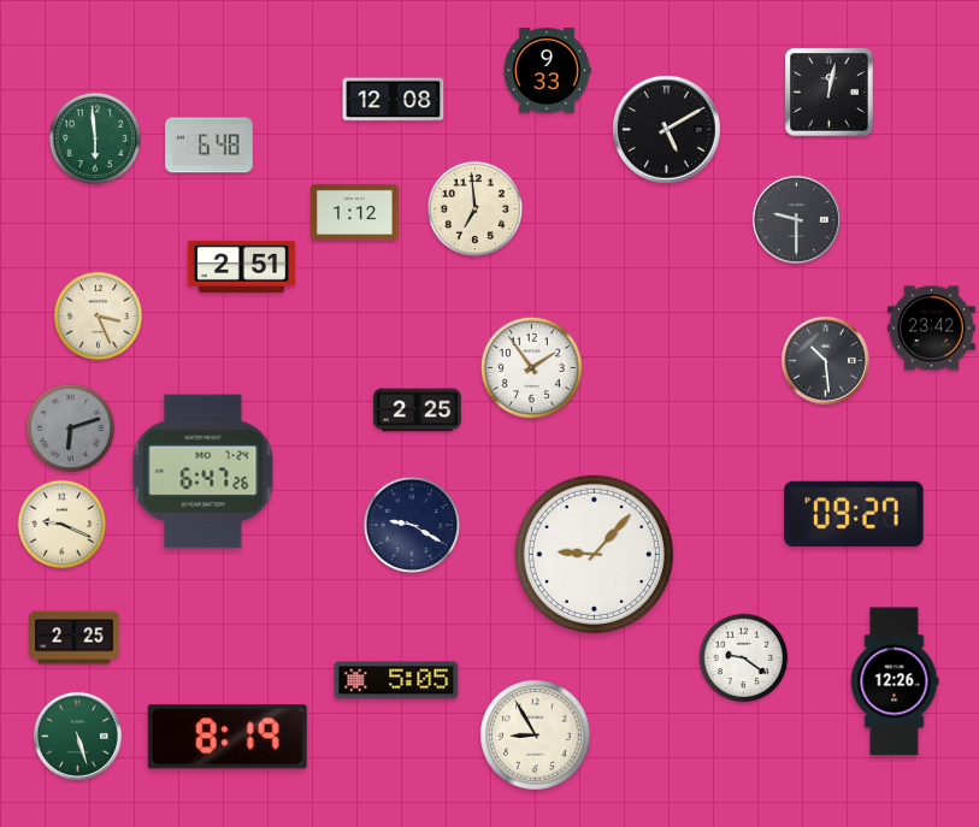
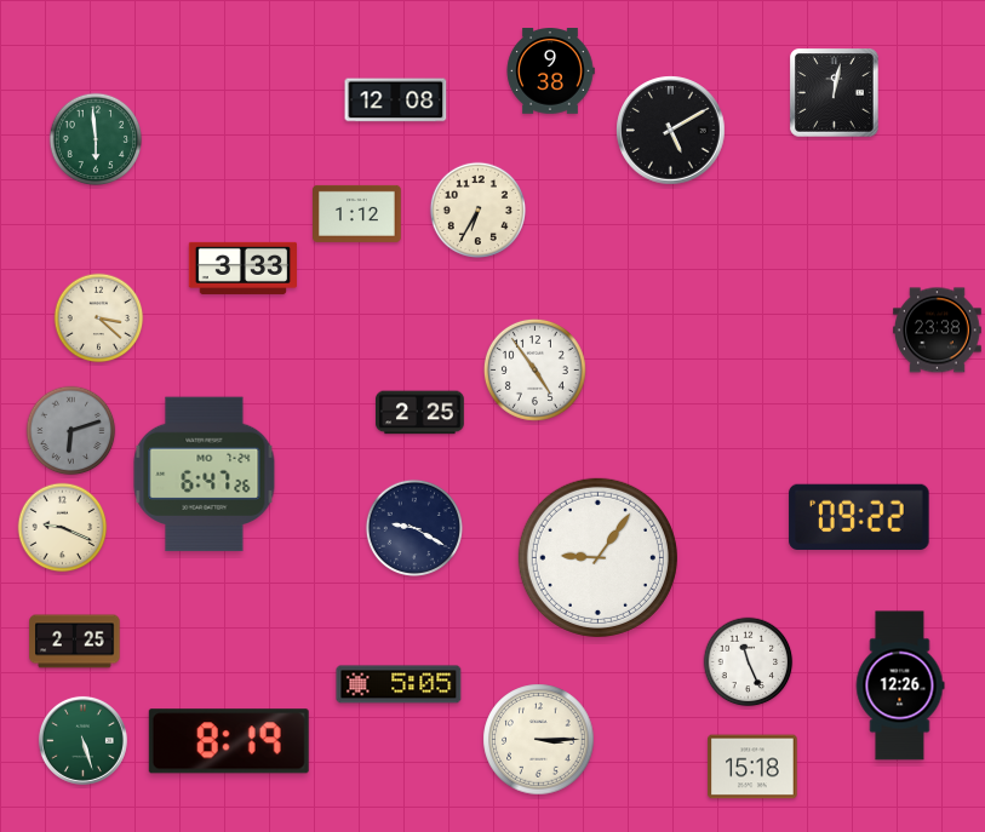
clock at (547, 71): 9:33 -> 9:38
clock at (210, 146): 6:48 -> none
clock at (474, 208): 6:59 -> 6:35
clock at (796, 219): 9:30 -> none
clock at (241, 266): 2:51 -> 3:33
clock at (99, 317): 3:26 -> 3:22
clock at (932, 329): 23:42 -> 23:38
clock at (825, 360): 10:29 -> none
clock at (531, 367): 1:54 -> 4:54
clock at (854, 513): 09:27 -> 09:22
clock at (594, 554): 9:07 -> 9:06
clock at (744, 658): 9:21 -> 11:26
clock at (77, 736) position: (77, 736) -> (82, 740)
clock at (536, 736): 8:55 -> 3:15
clock at (752, 767): none -> 15:18
